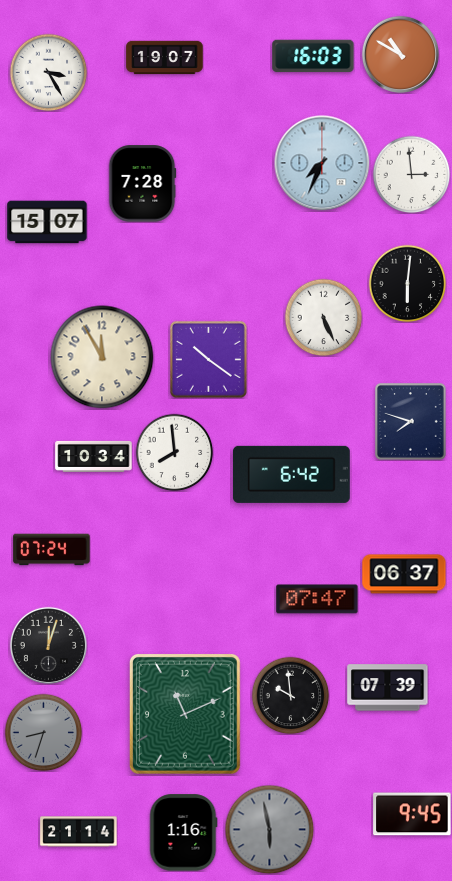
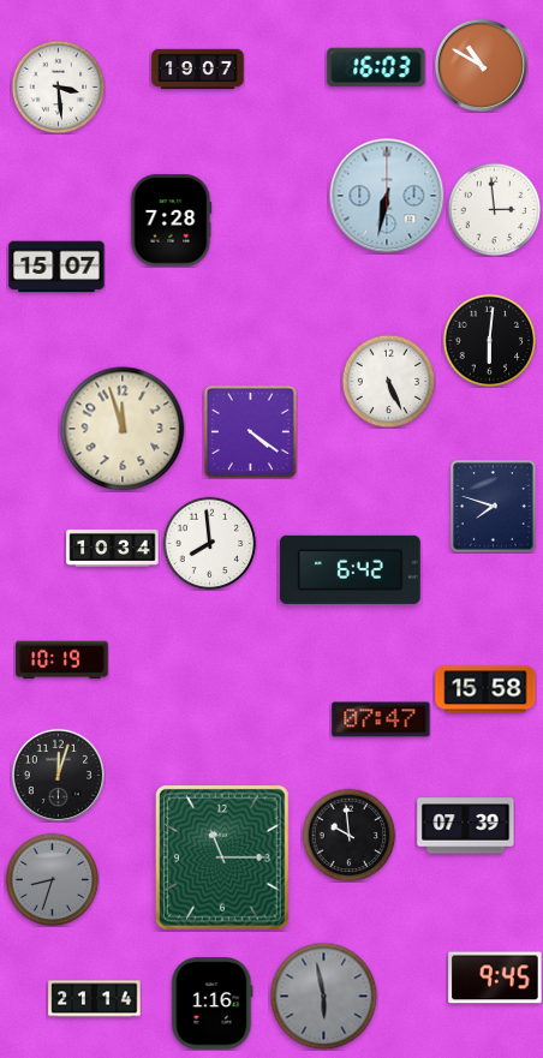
clock at (48, 72): 3:25 -> 3:29
clock at (322, 163): 7:34 -> 6:32
clock at (102, 357): 11:55 -> 11:57
clock at (208, 359): 10:21 -> 4:21
clock at (52, 550): 07:24 -> 10:19
clock at (404, 574): 06:37 -> 15:58
clock at (185, 714): 11:11 -> 11:15
clock at (184, 833) position: (184, 833) -> (213, 1004)
